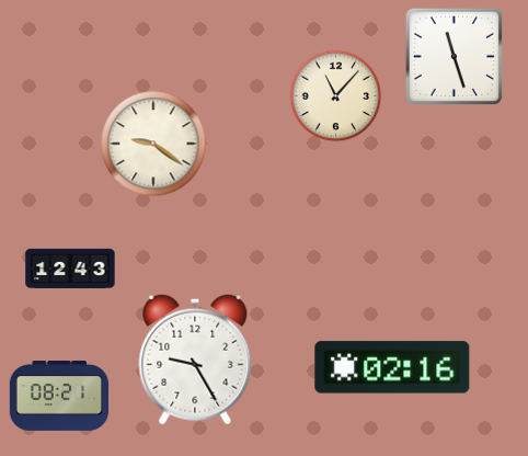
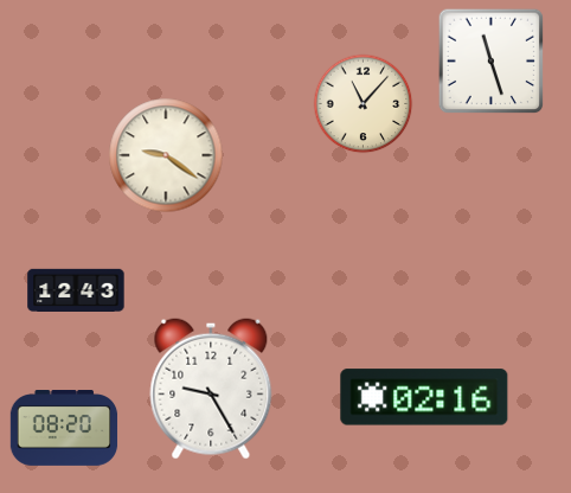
clock at (59, 397): 08:21 -> 08:20
